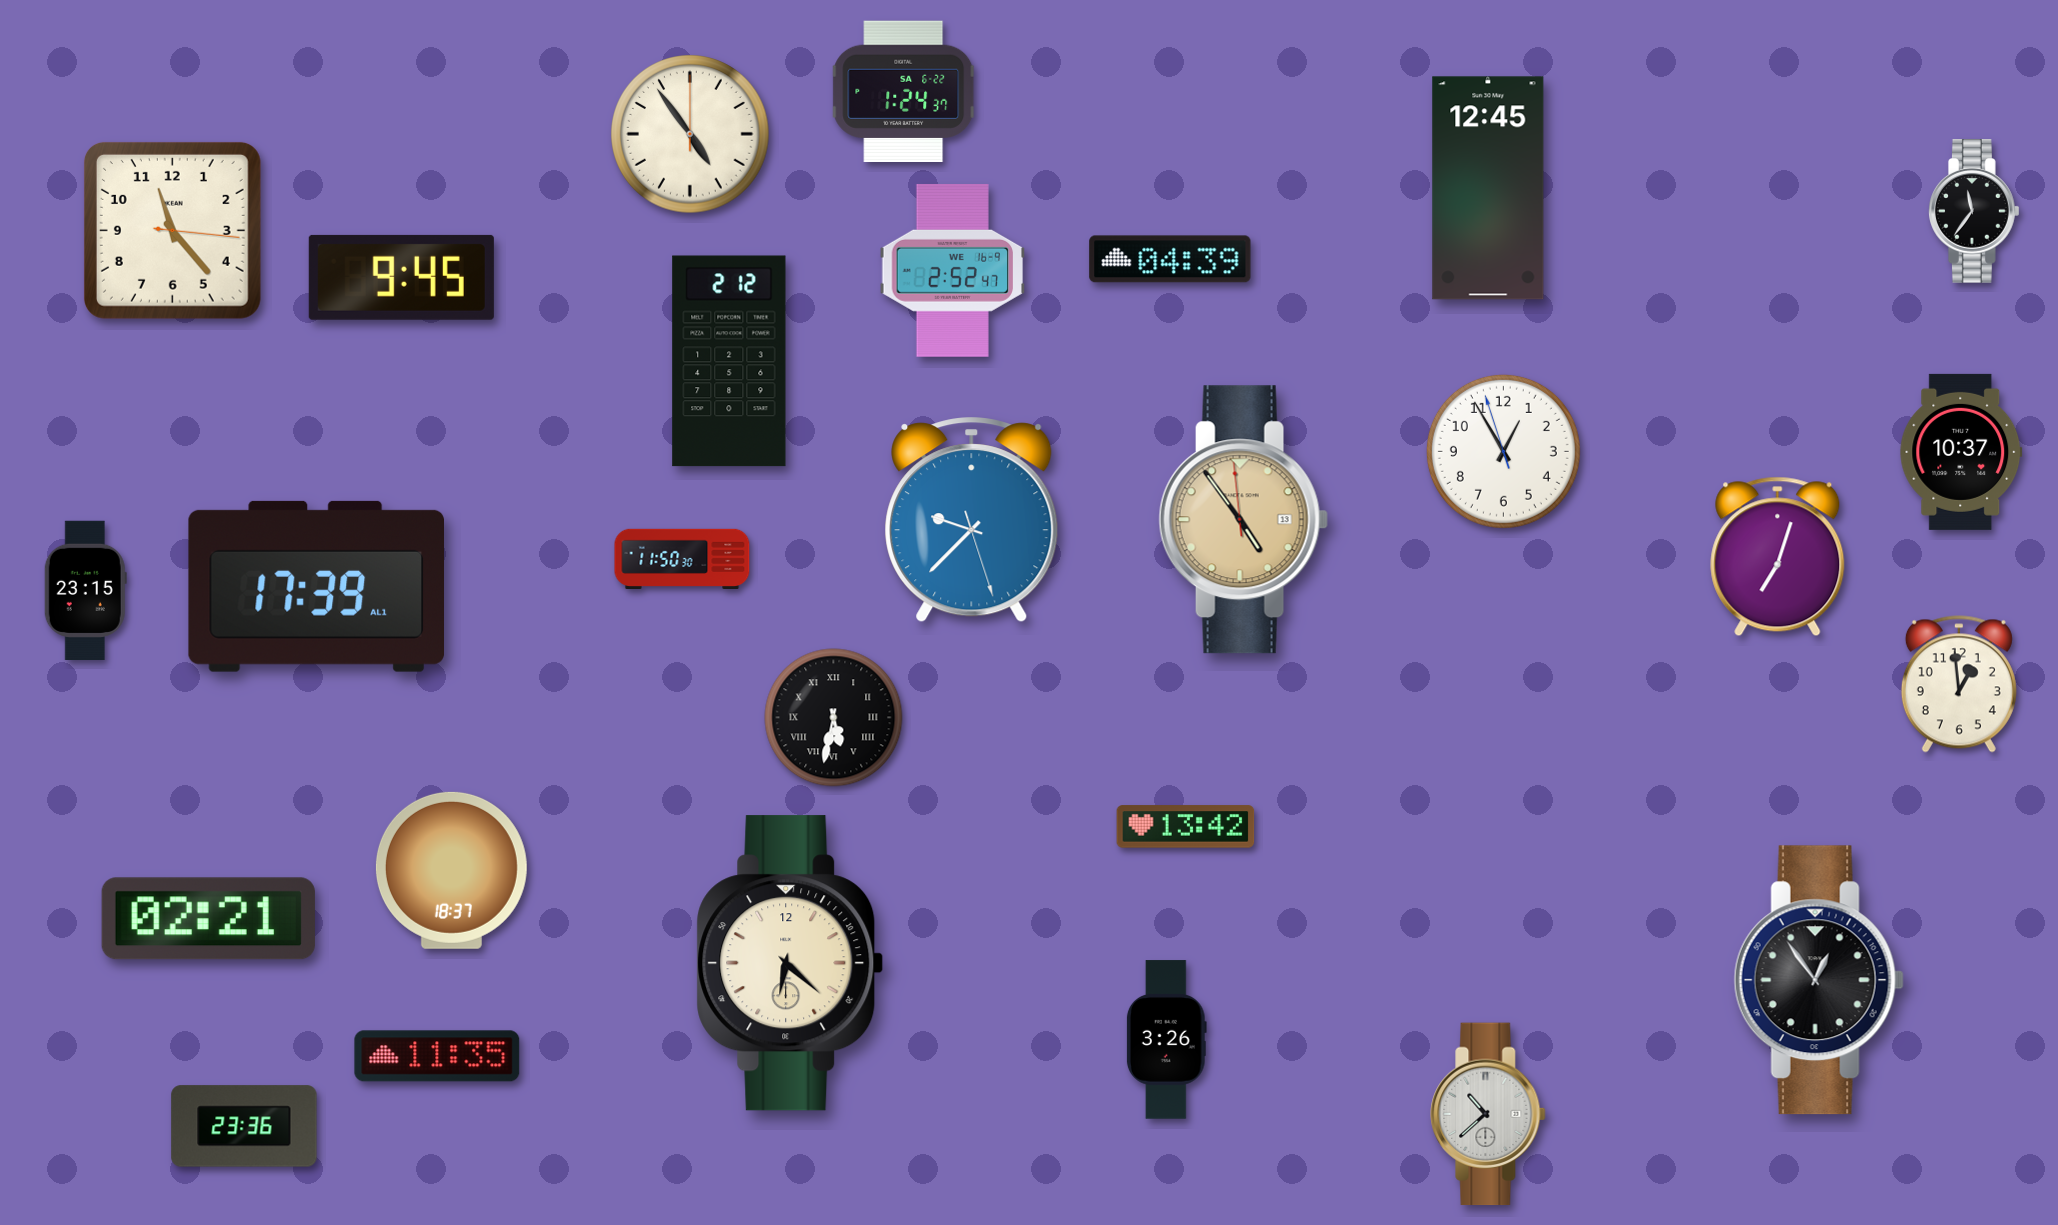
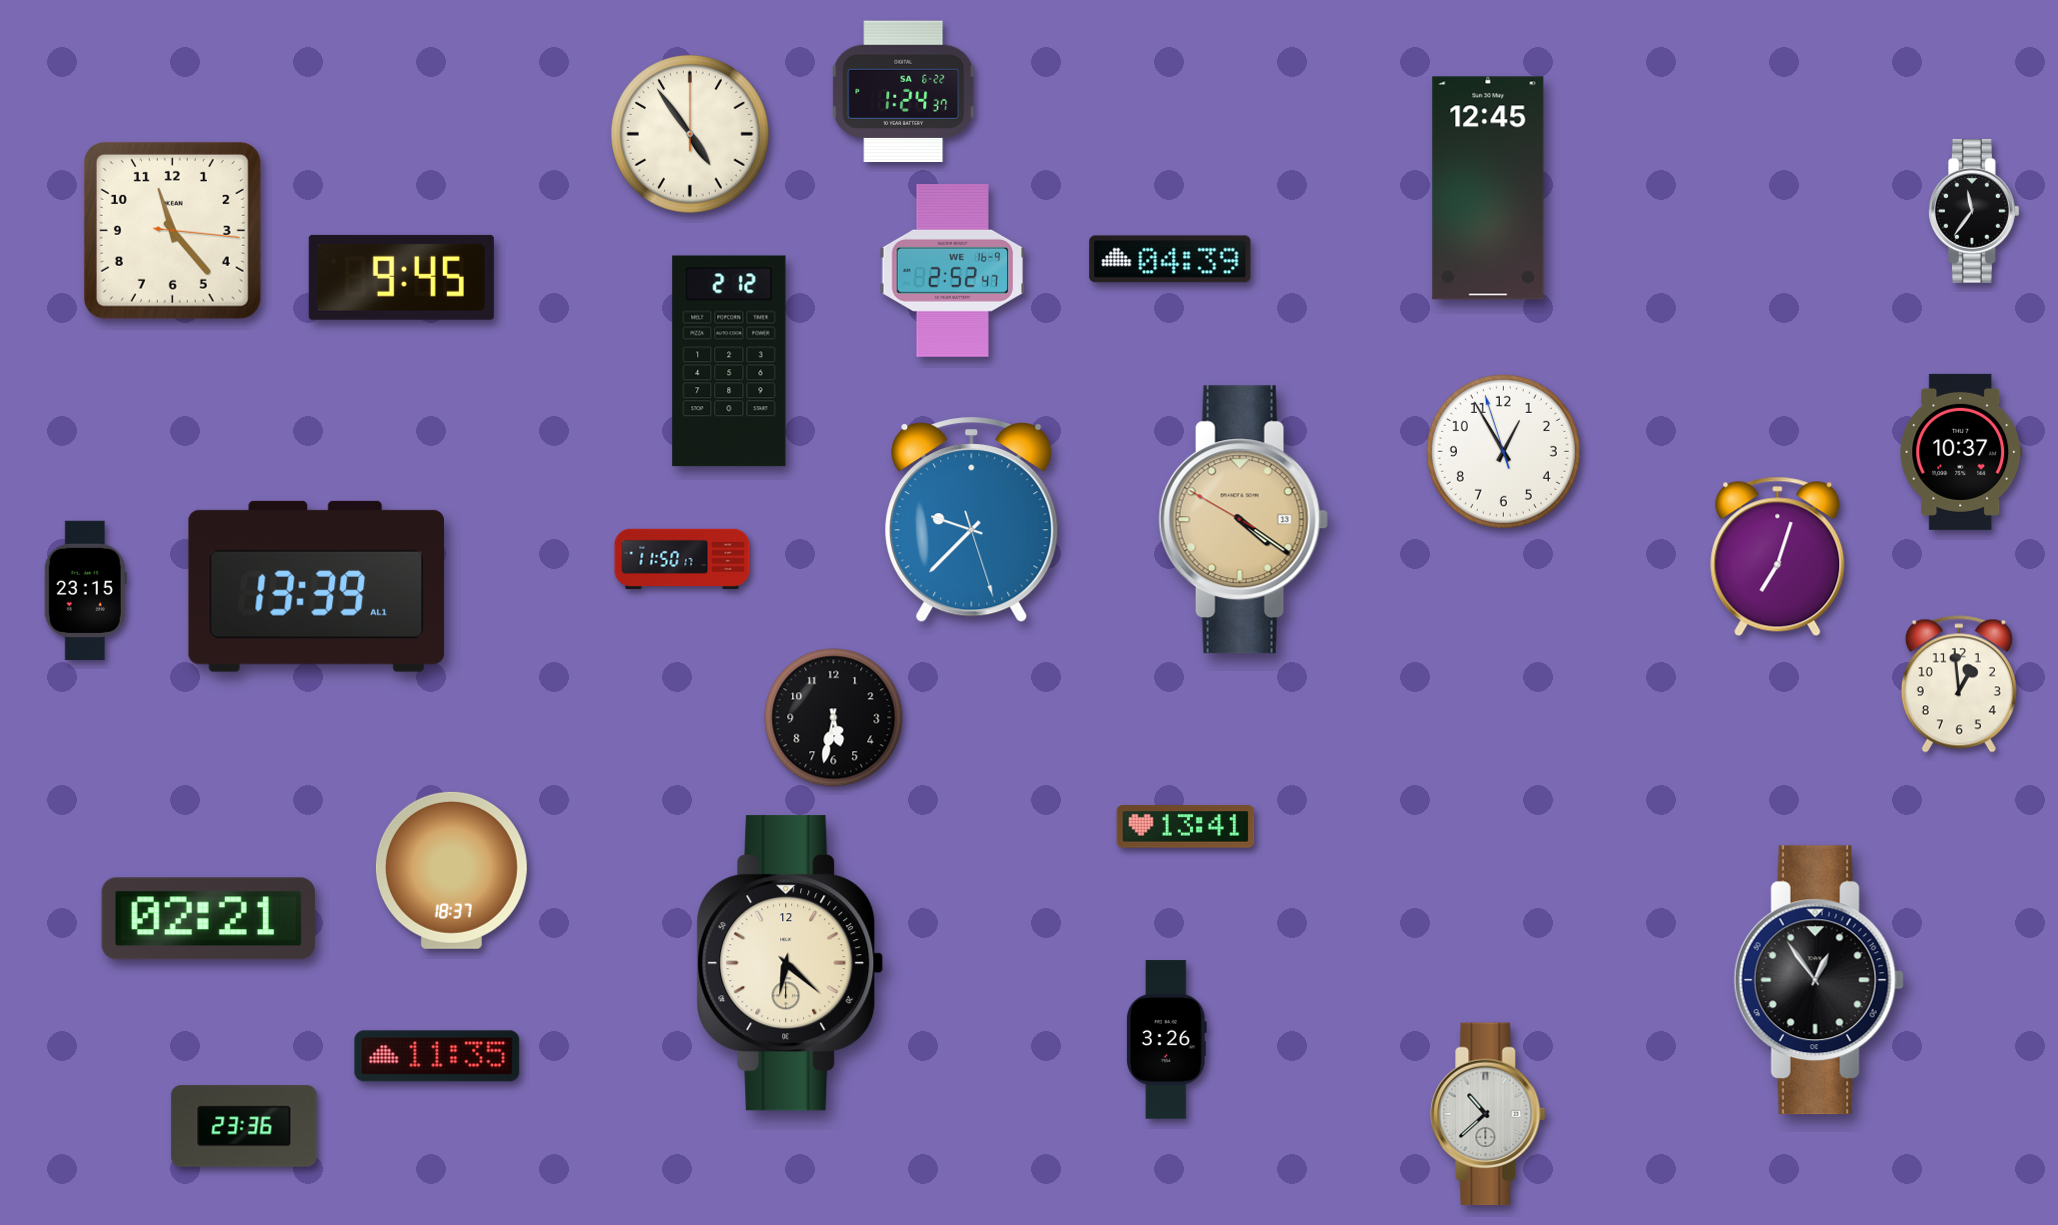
clock at (1243, 520): 4:53 -> 4:20
clock at (682, 558): 11:50:30 -> 11:50:17
clock at (316, 586): 17:39 -> 13:39
clock at (834, 718) numerals: Roman -> Arabic
clock at (1186, 827): 13:42 -> 13:41
